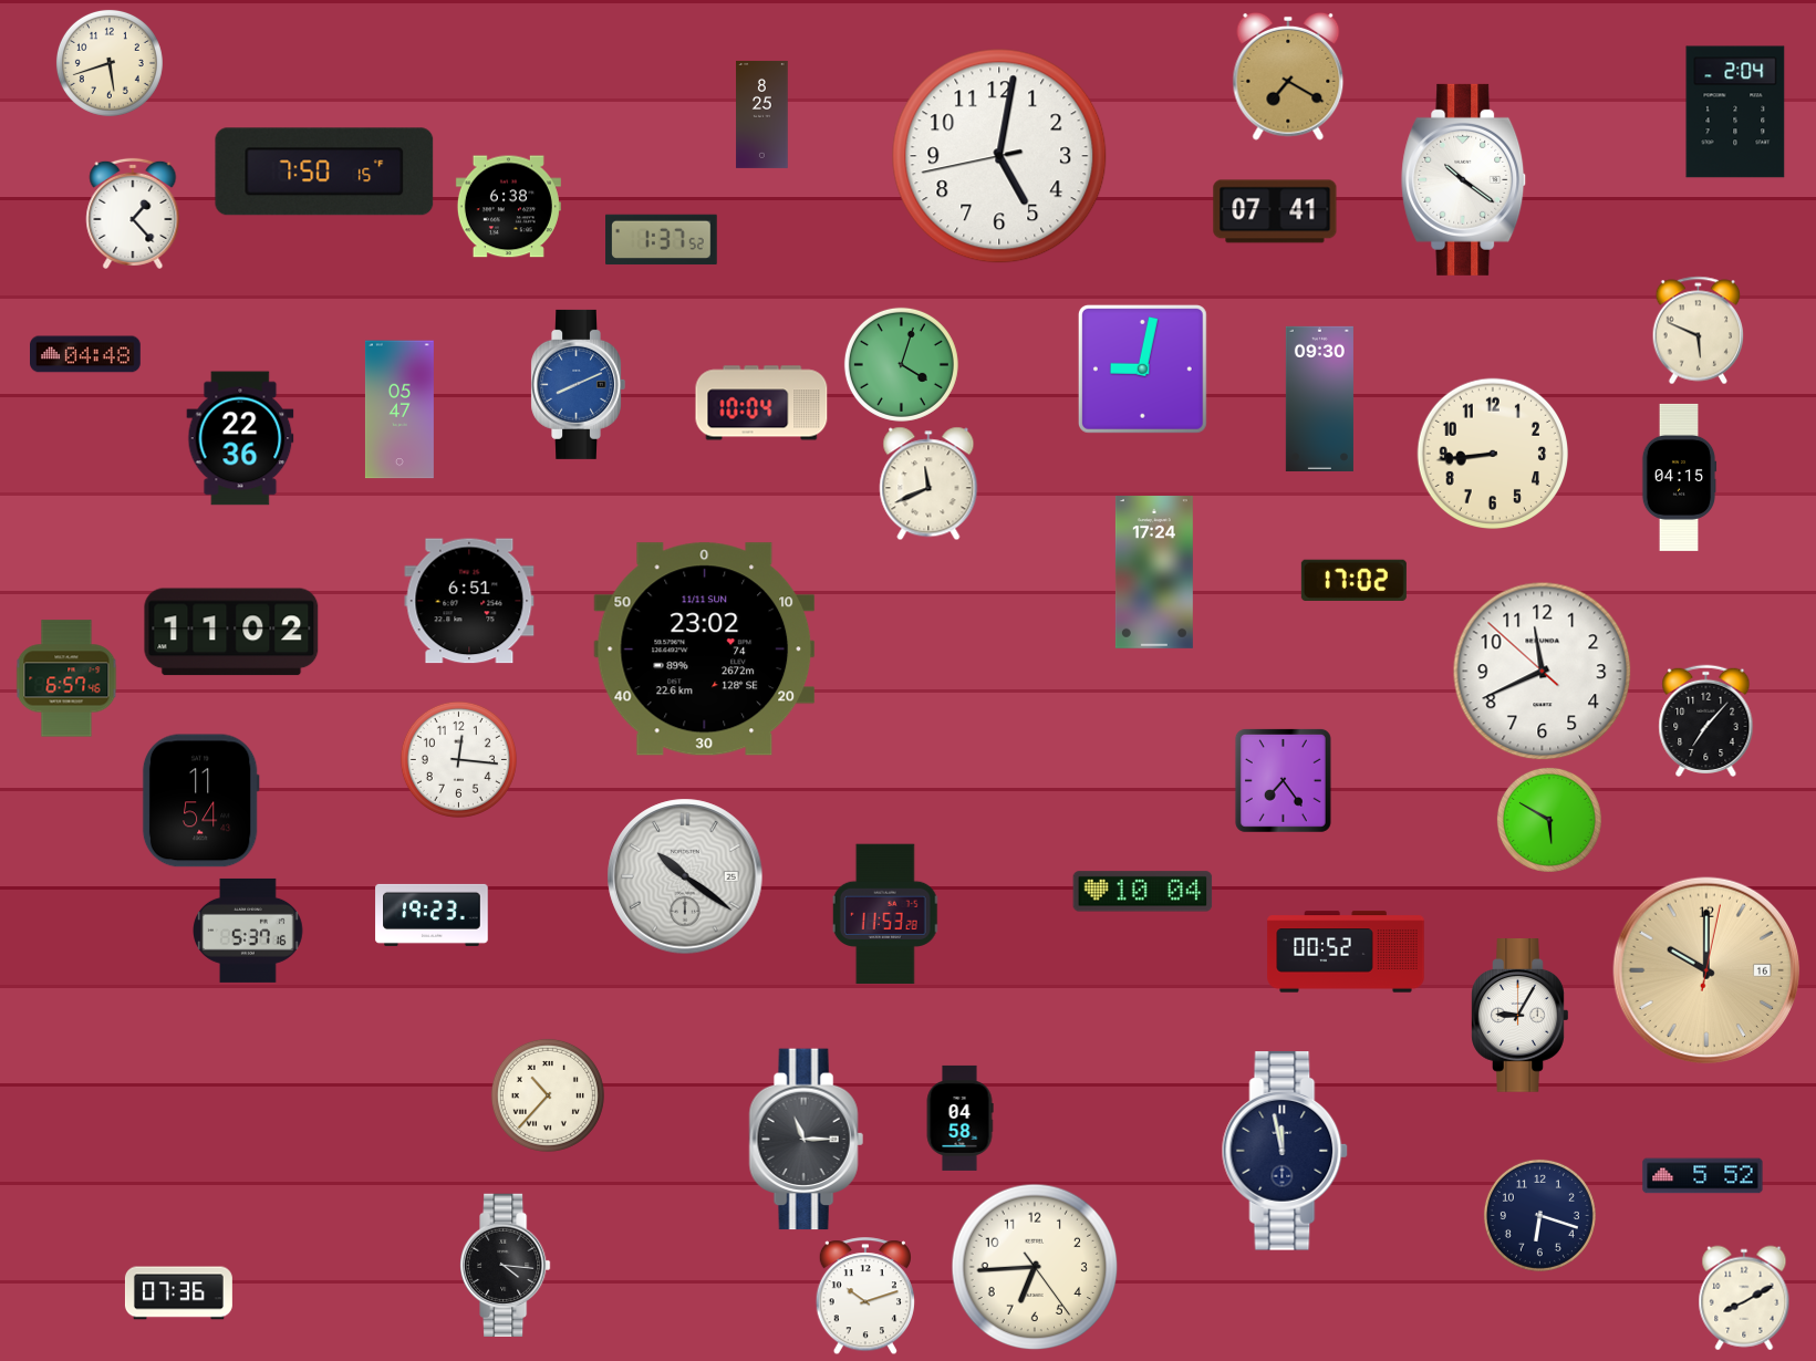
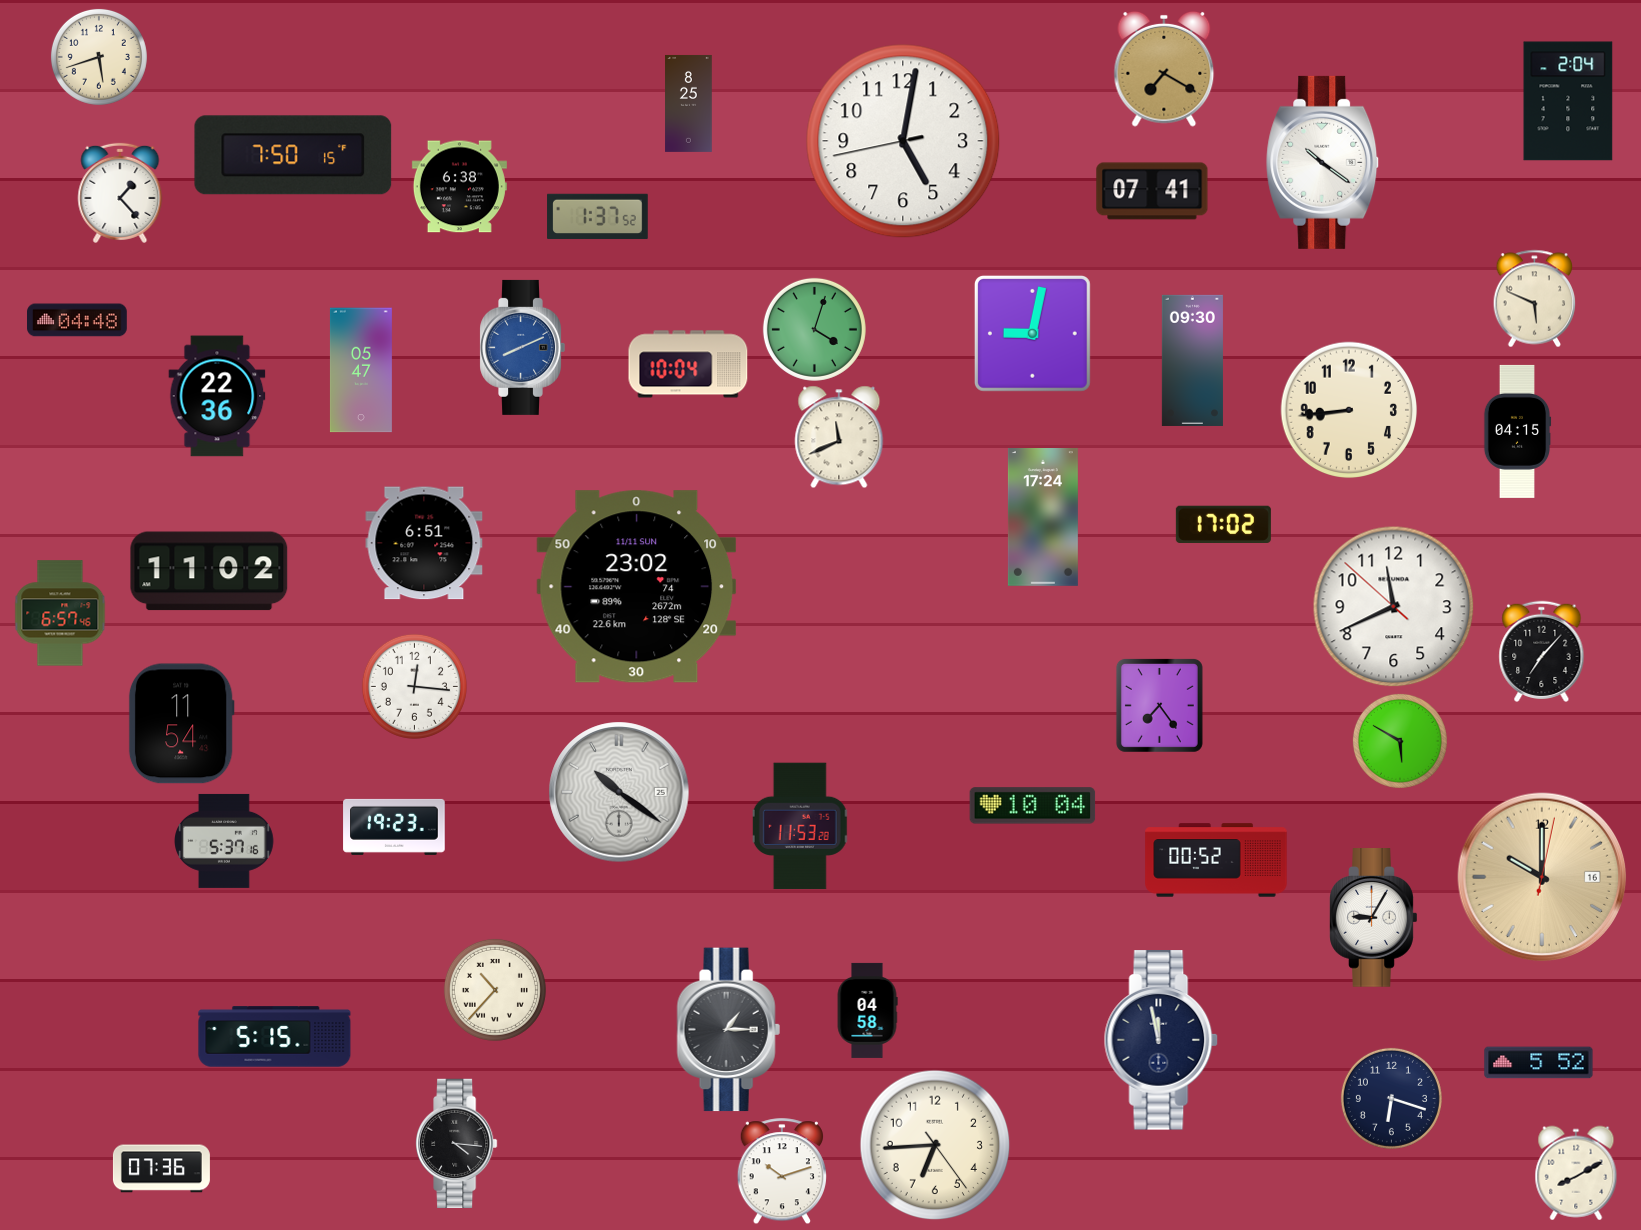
clock at (432, 915) position: (432, 915) -> (394, 827)
clock at (806, 1140): 11:15 -> 1:15
clock at (275, 1037): none -> 5:15
